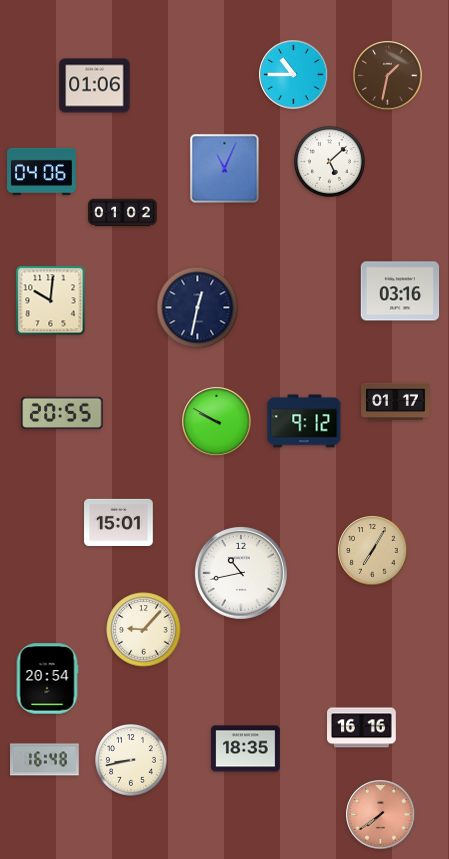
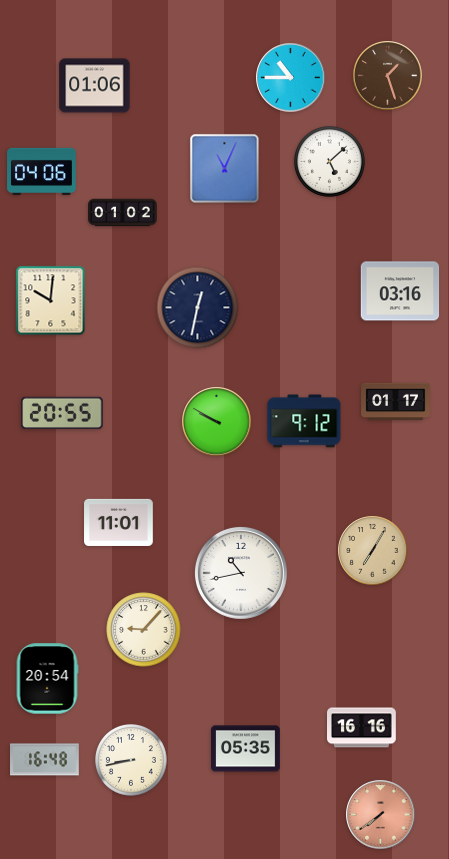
clock at (294, 75) position: (294, 75) -> (291, 78)
clock at (388, 76): 1:32 -> 1:27
clock at (119, 522): 15:01 -> 11:01
clock at (246, 749): 18:35 -> 05:35
